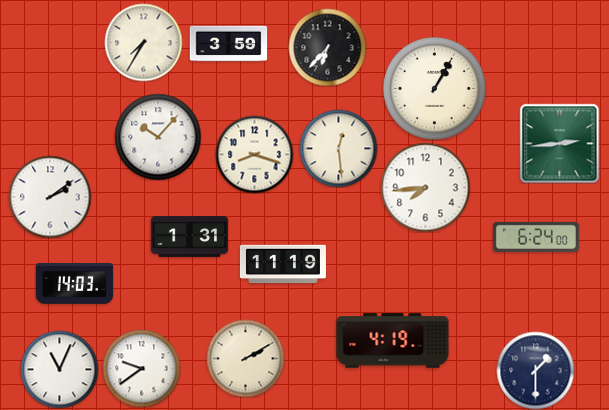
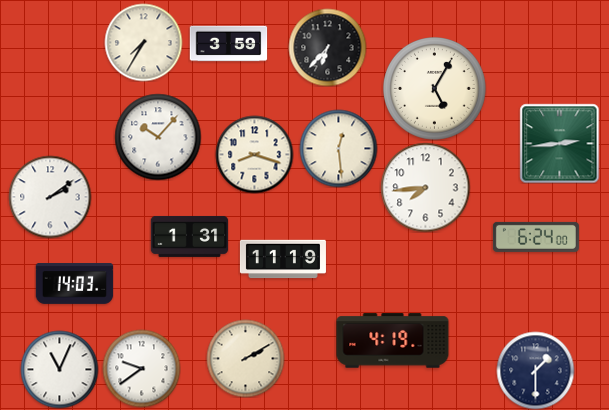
clock at (435, 89): 1:05 -> 5:05
clock at (283, 264) position: (283, 264) -> (283, 259)
